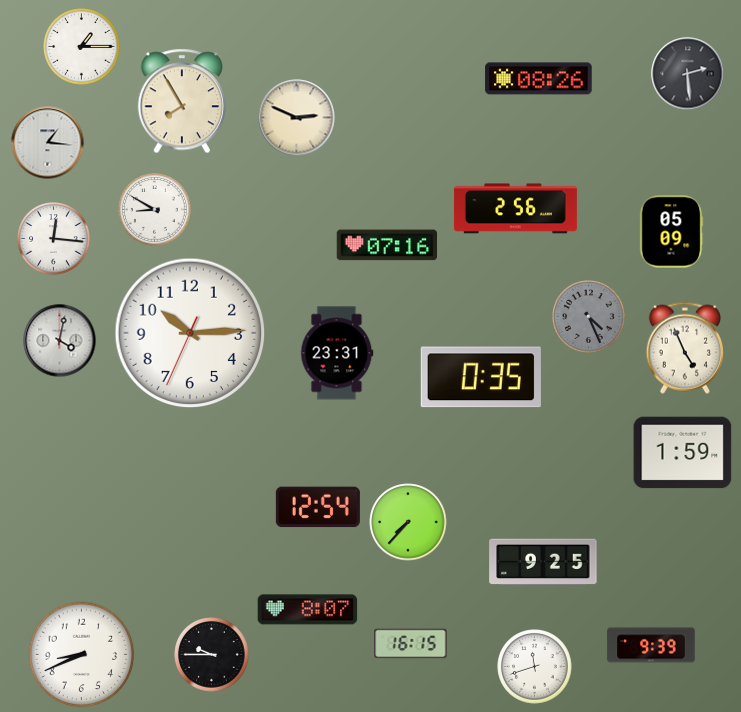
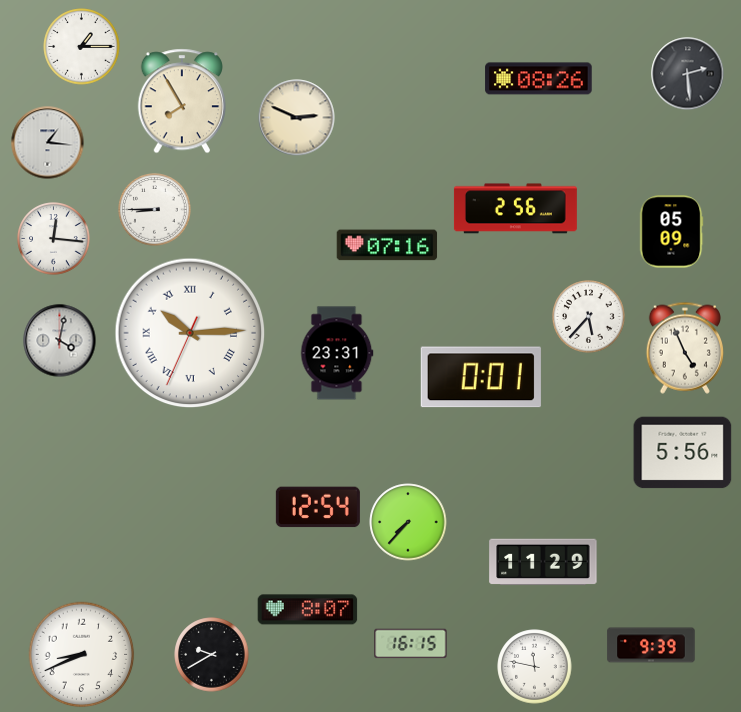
clock at (155, 210): 8:50 -> 8:45
clock at (589, 317): 4:26 -> 5:37
clock at (589, 317) dial: grey -> white
clock at (190, 333) numerals: Arabic -> Roman
clock at (481, 377): 0:35 -> 0:01
clock at (683, 453): 1:59 -> 5:56
clock at (543, 562): 9:25 -> 11:29
clock at (212, 655): 9:45 -> 9:40
clock at (535, 667): 11:42 -> 11:47
